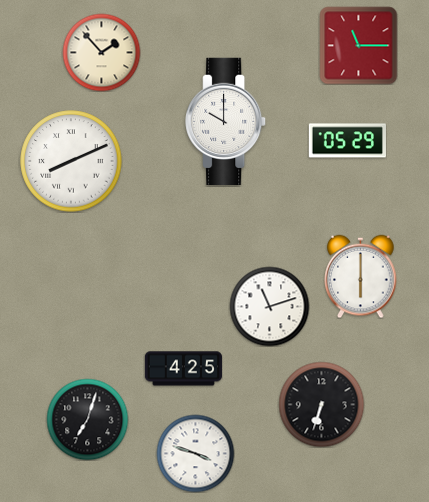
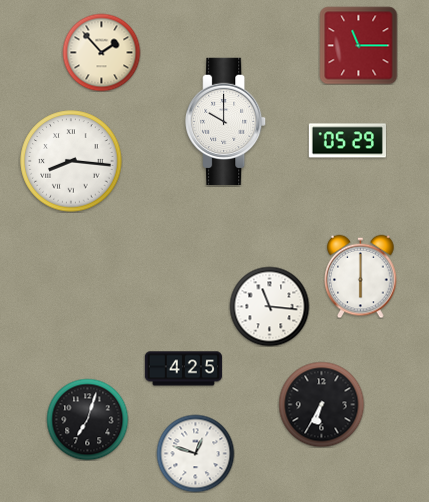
clock at (71, 161): 8:11 -> 8:16
clock at (269, 306): 11:12 -> 11:16
clock at (321, 404): 6:33 -> 6:35
clock at (195, 453): 3:48 -> 12:48
